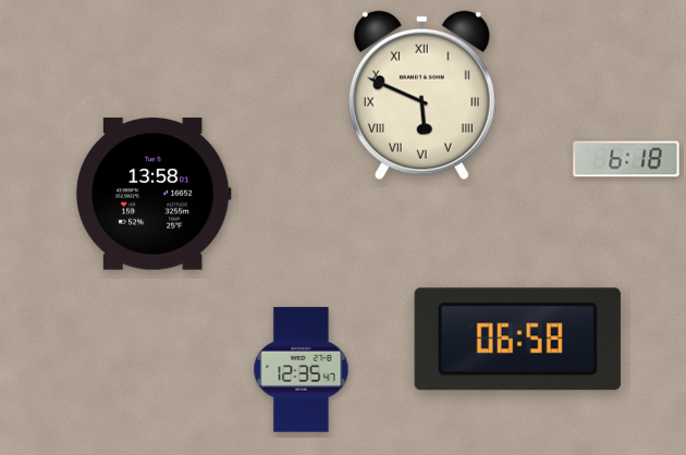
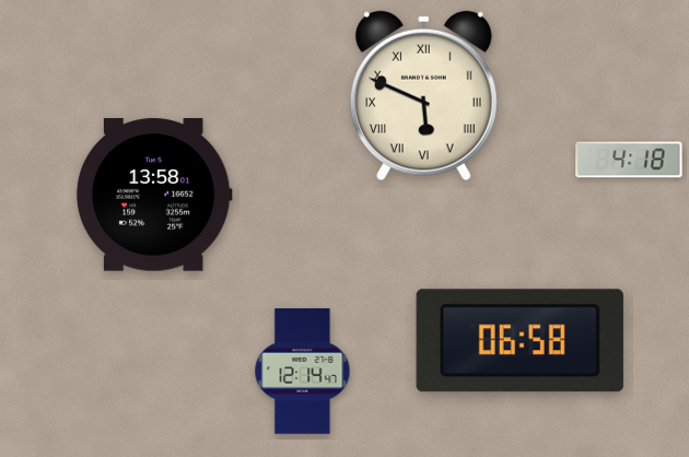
clock at (626, 159): 6:18 -> 4:18
clock at (302, 370): 12:35 -> 12:14
